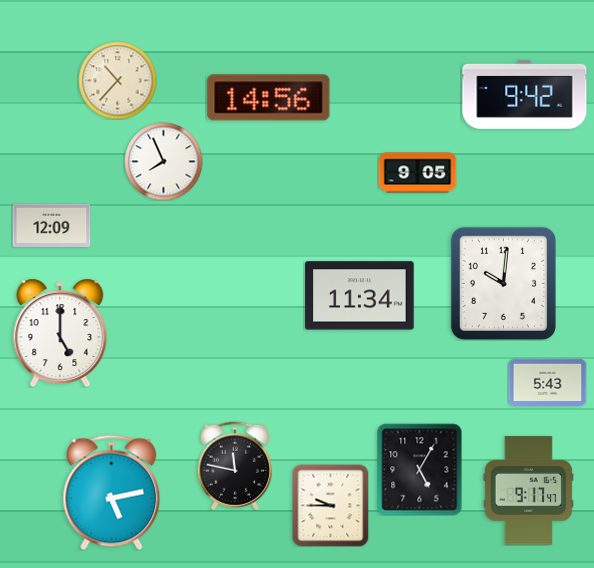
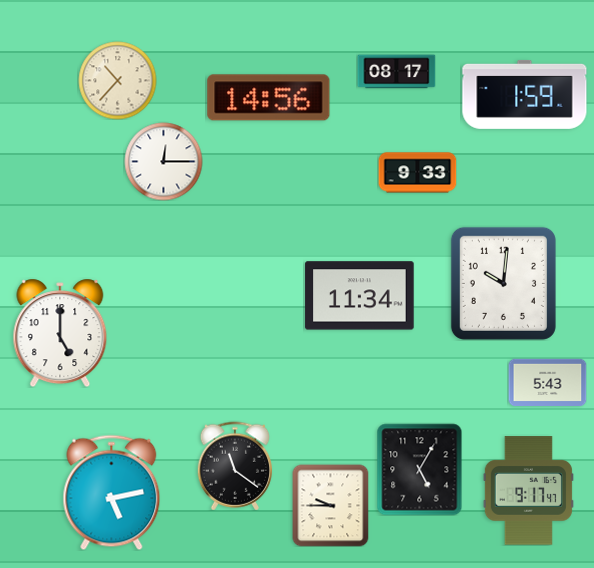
clock at (396, 72): none -> 08:17
clock at (525, 94): 9:42 -> 1:59
clock at (163, 161): 7:56 -> 12:15
clock at (417, 173): 9:05 -> 9:33
clock at (51, 225): 12:09 -> none
clock at (235, 466): 11:47 -> 11:21
